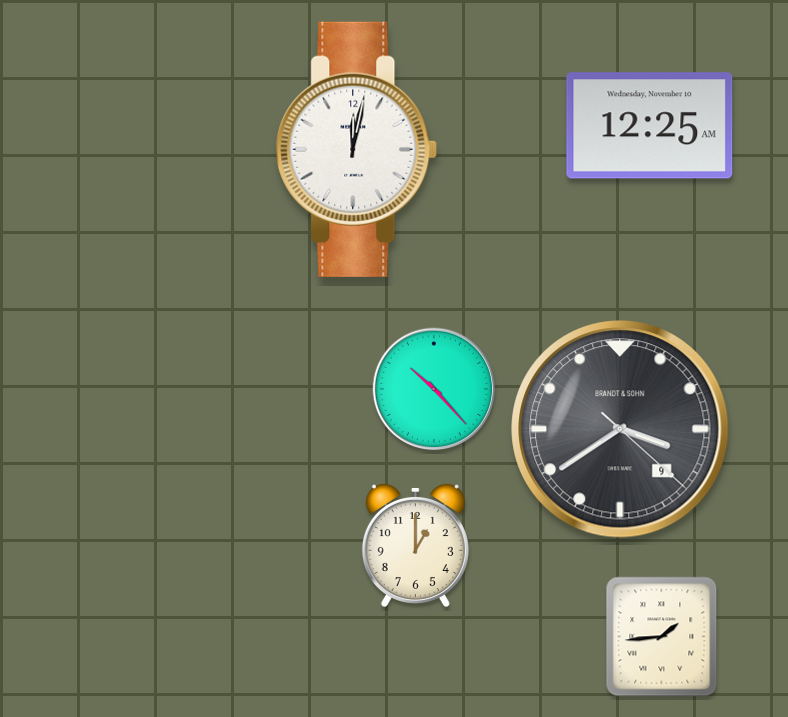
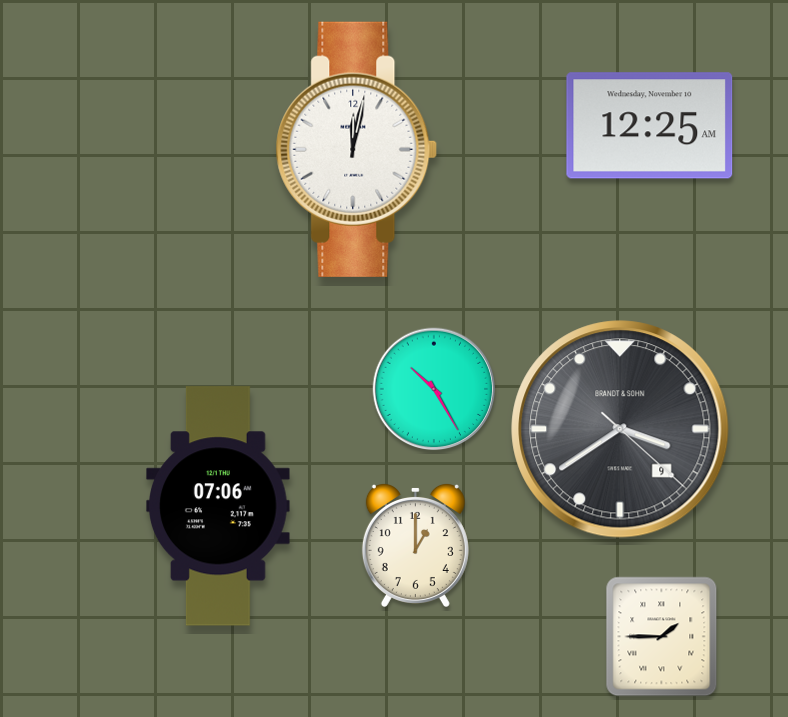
clock at (434, 389): 10:23 -> 10:25
clock at (219, 506): none -> 07:06
clock at (662, 637): 1:44 -> 1:45
